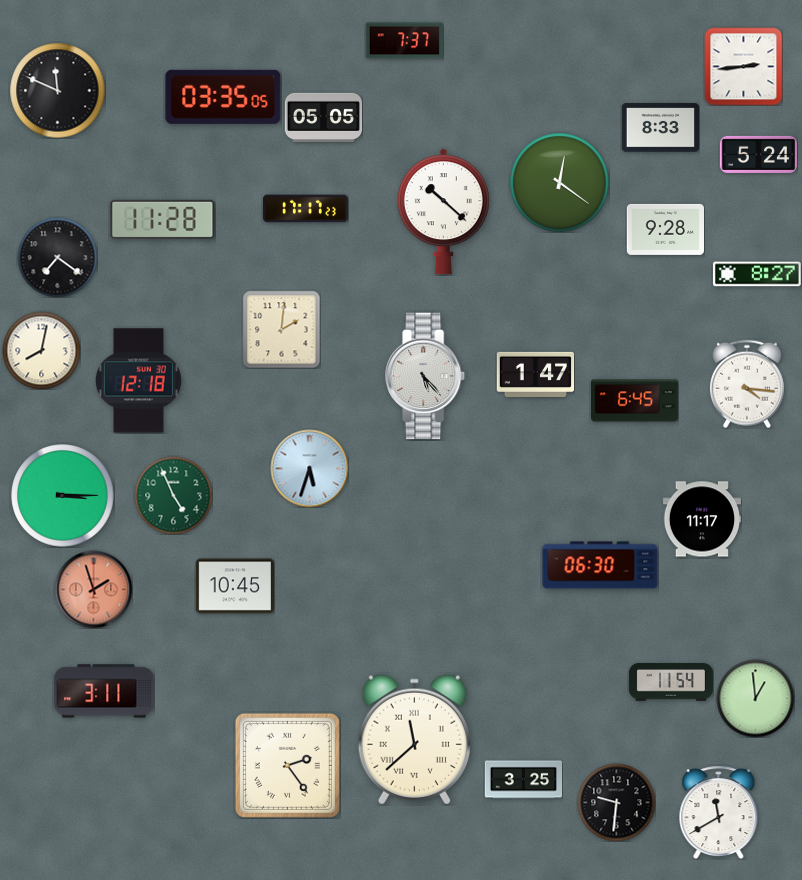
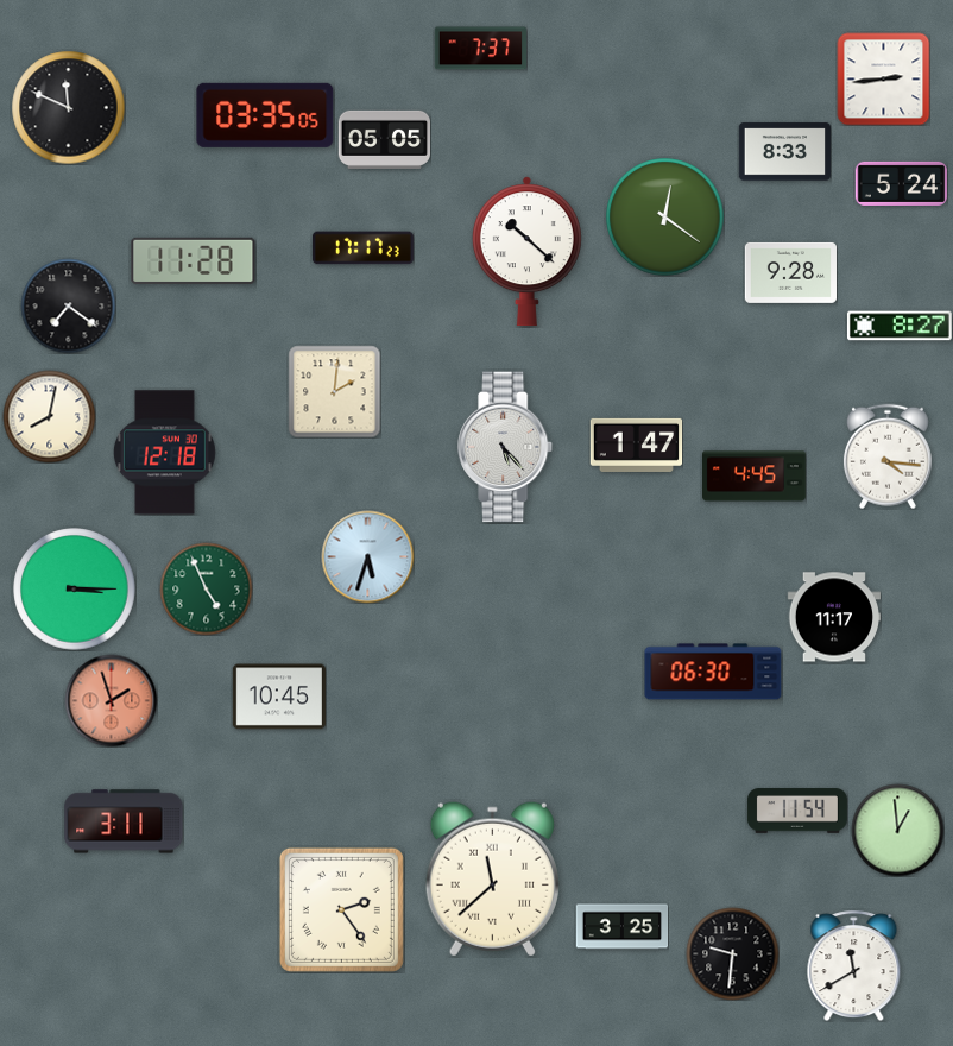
clock at (635, 401): 6:45 -> 4:45
